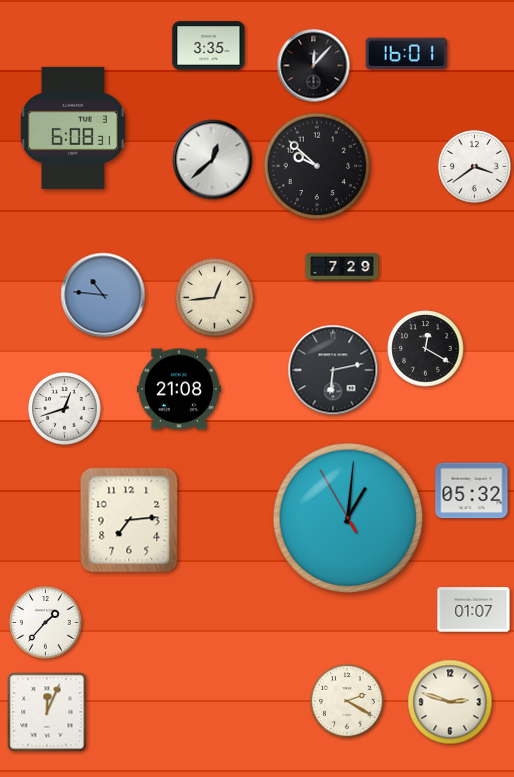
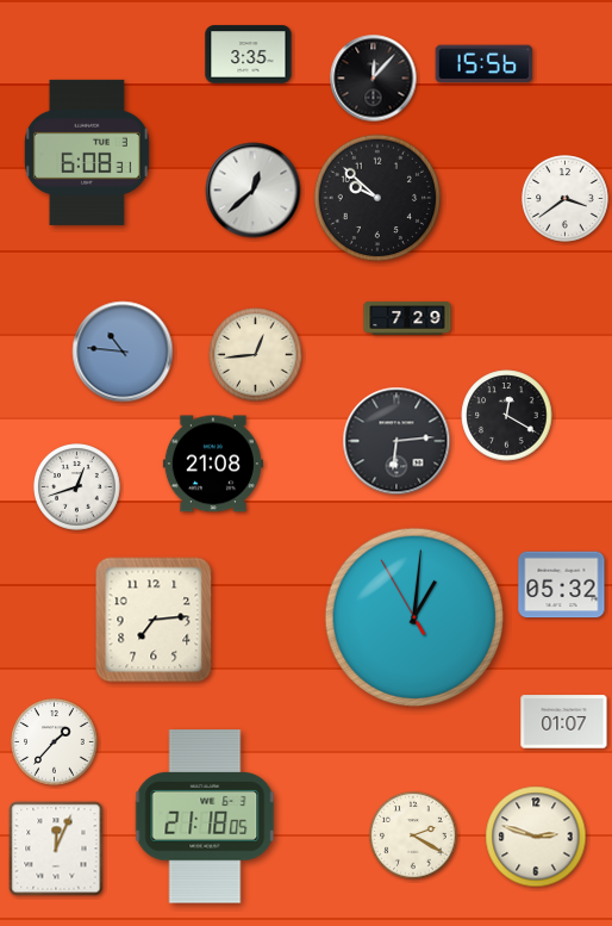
clock at (407, 54): 16:01 -> 15:56
clock at (333, 370): 6:13 -> 6:14
clock at (474, 610) position: (474, 610) -> (564, 722)
clock at (205, 816): none -> 21:18
